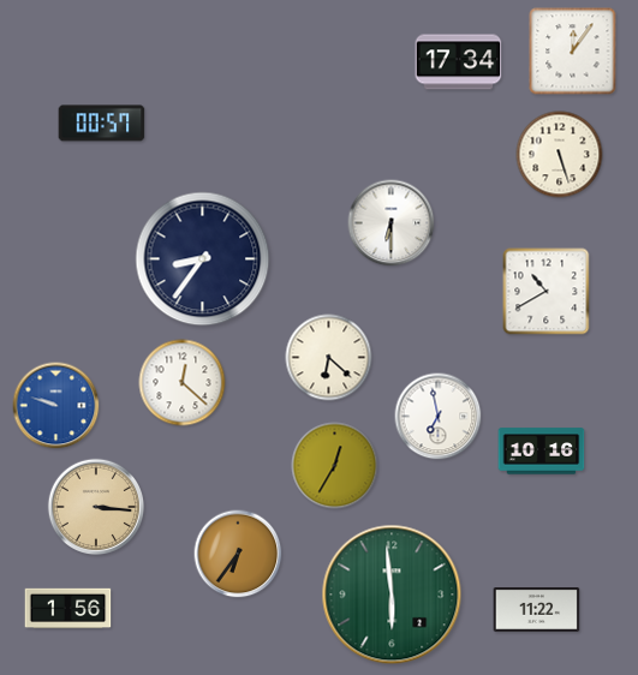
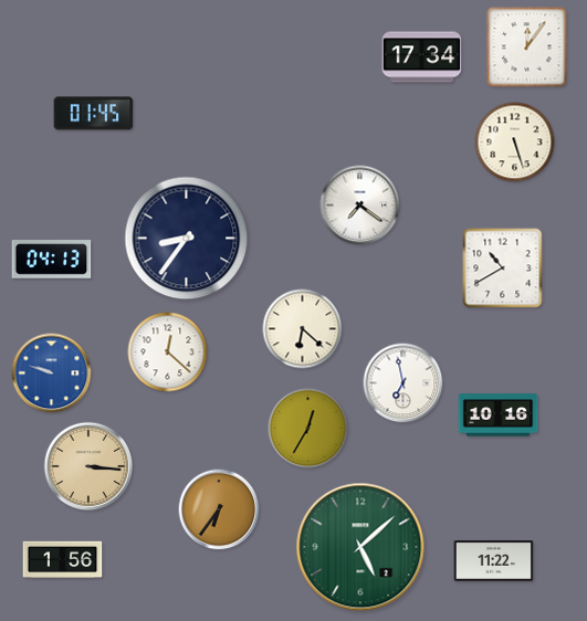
clock at (102, 124): 00:57 -> 01:45
clock at (392, 223): 6:30 -> 7:21
clock at (52, 260): none -> 04:13
clock at (392, 595): 5:59 -> 5:08
